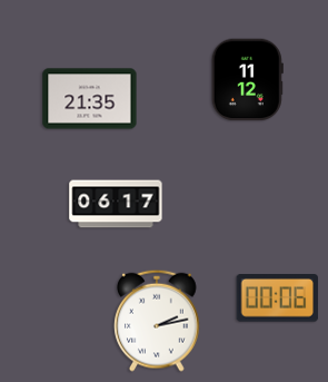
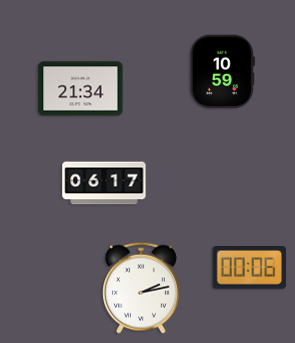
clock at (247, 80): 11:12 -> 10:59
clock at (90, 99): 21:35 -> 21:34
